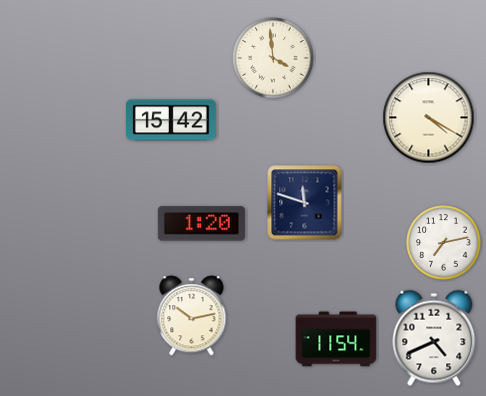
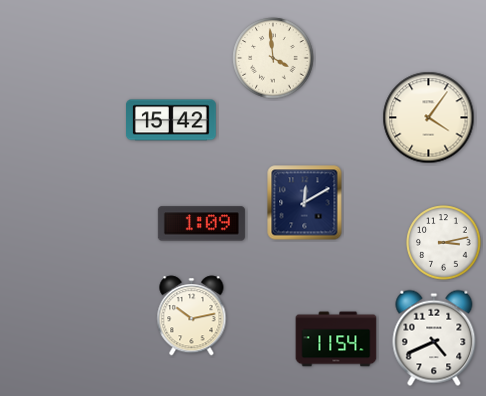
clock at (429, 118): 4:20 -> 4:06
clock at (305, 203): 11:48 -> 12:10
clock at (201, 224): 1:20 -> 1:09
clock at (444, 243): 7:13 -> 3:13
